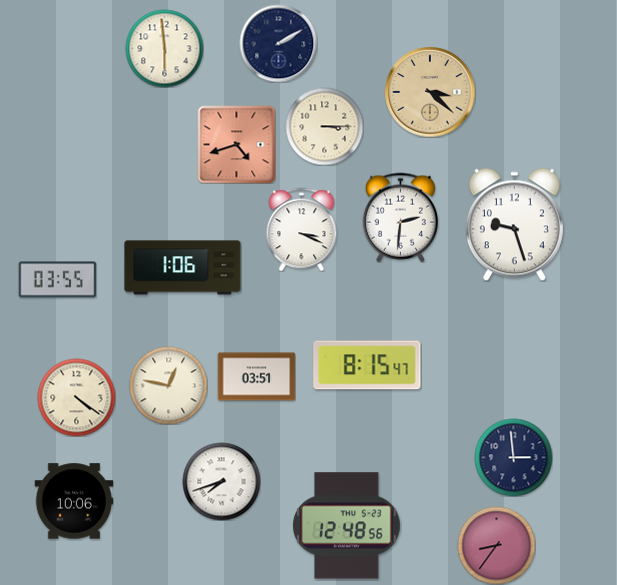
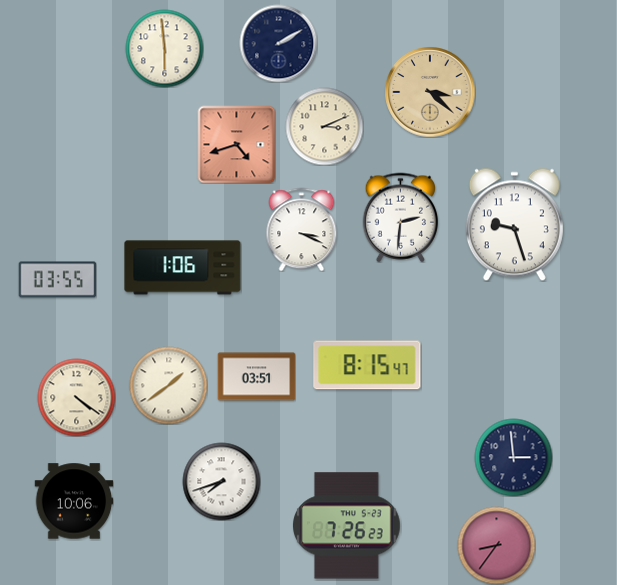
clock at (324, 126): 3:15 -> 3:11
clock at (168, 385): 12:47 -> 1:39
clock at (347, 526): 12:48 -> 7:26
